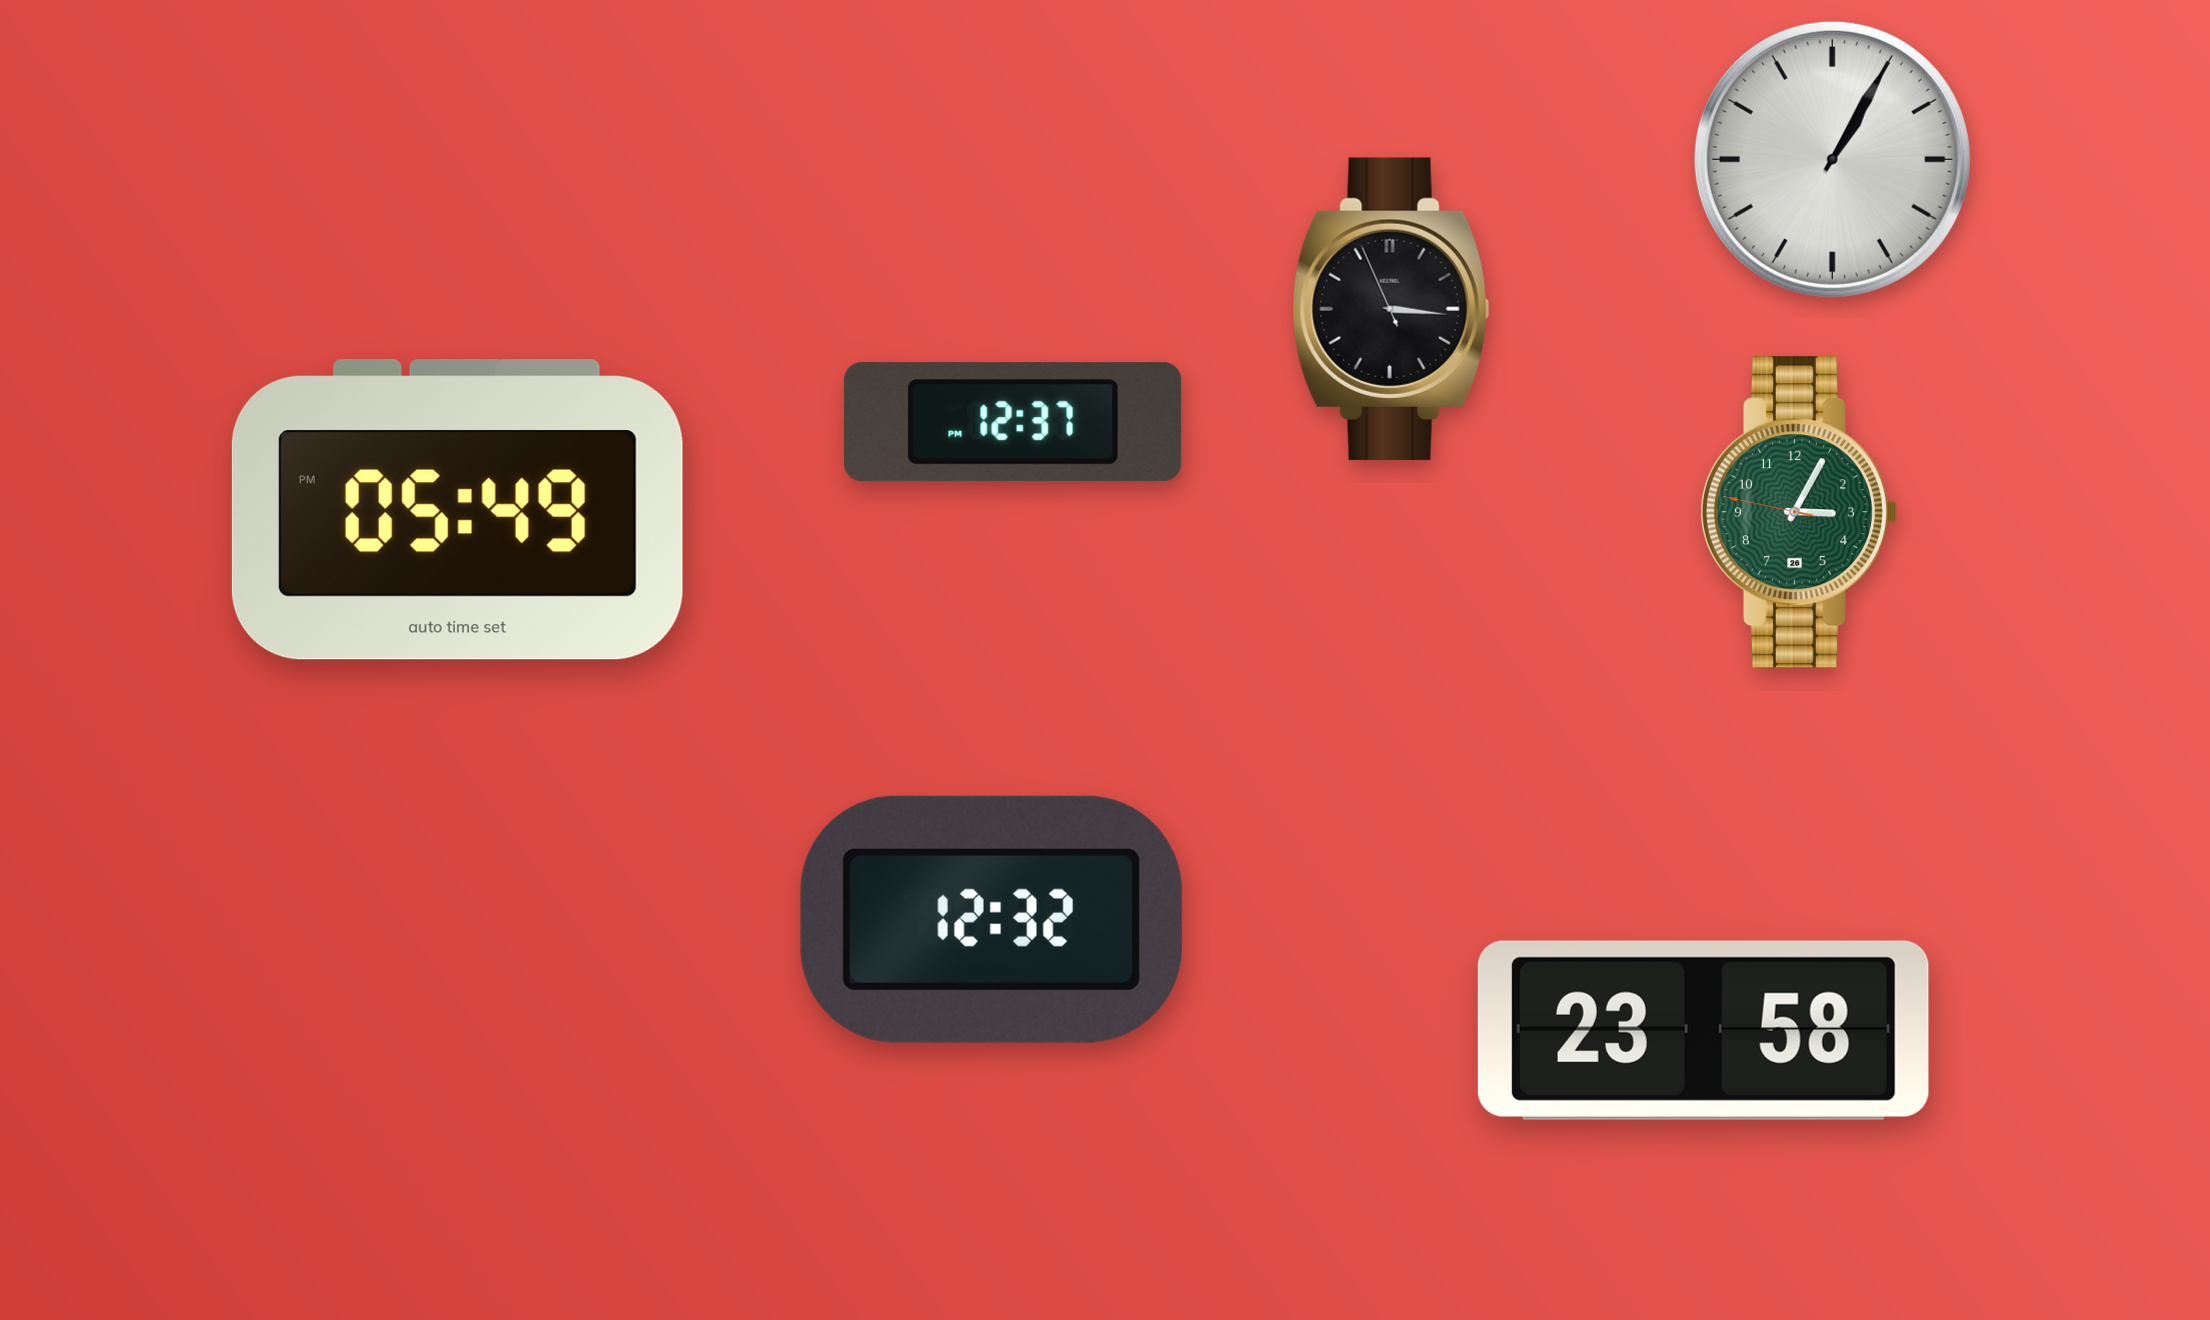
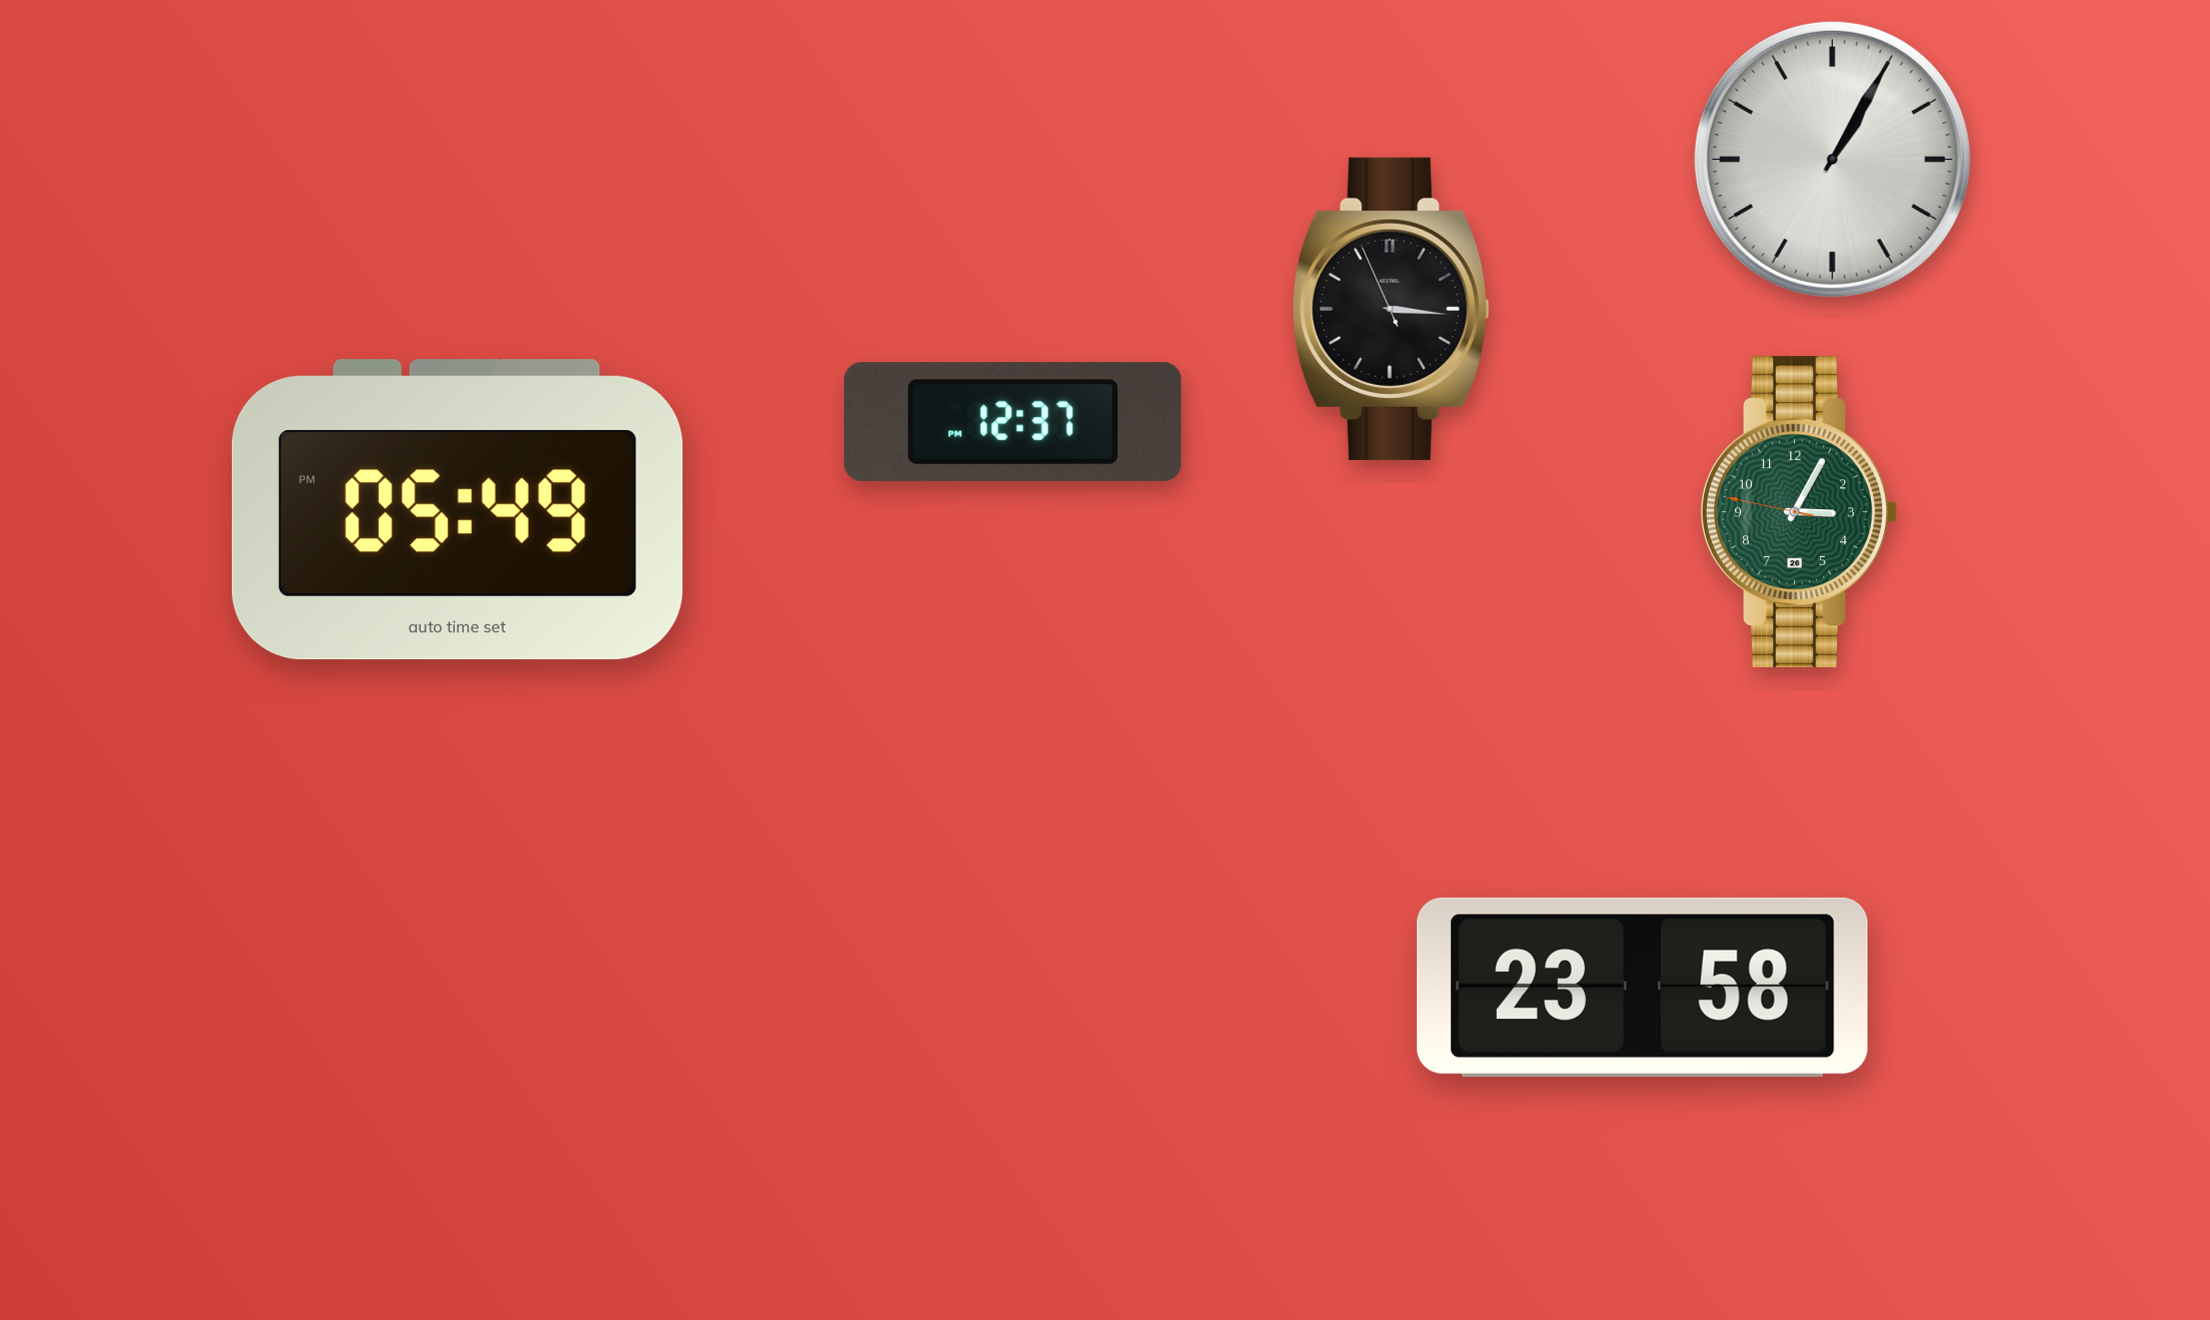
clock at (991, 919): 12:32 -> none
clock at (1703, 1030) position: (1703, 1030) -> (1642, 987)
